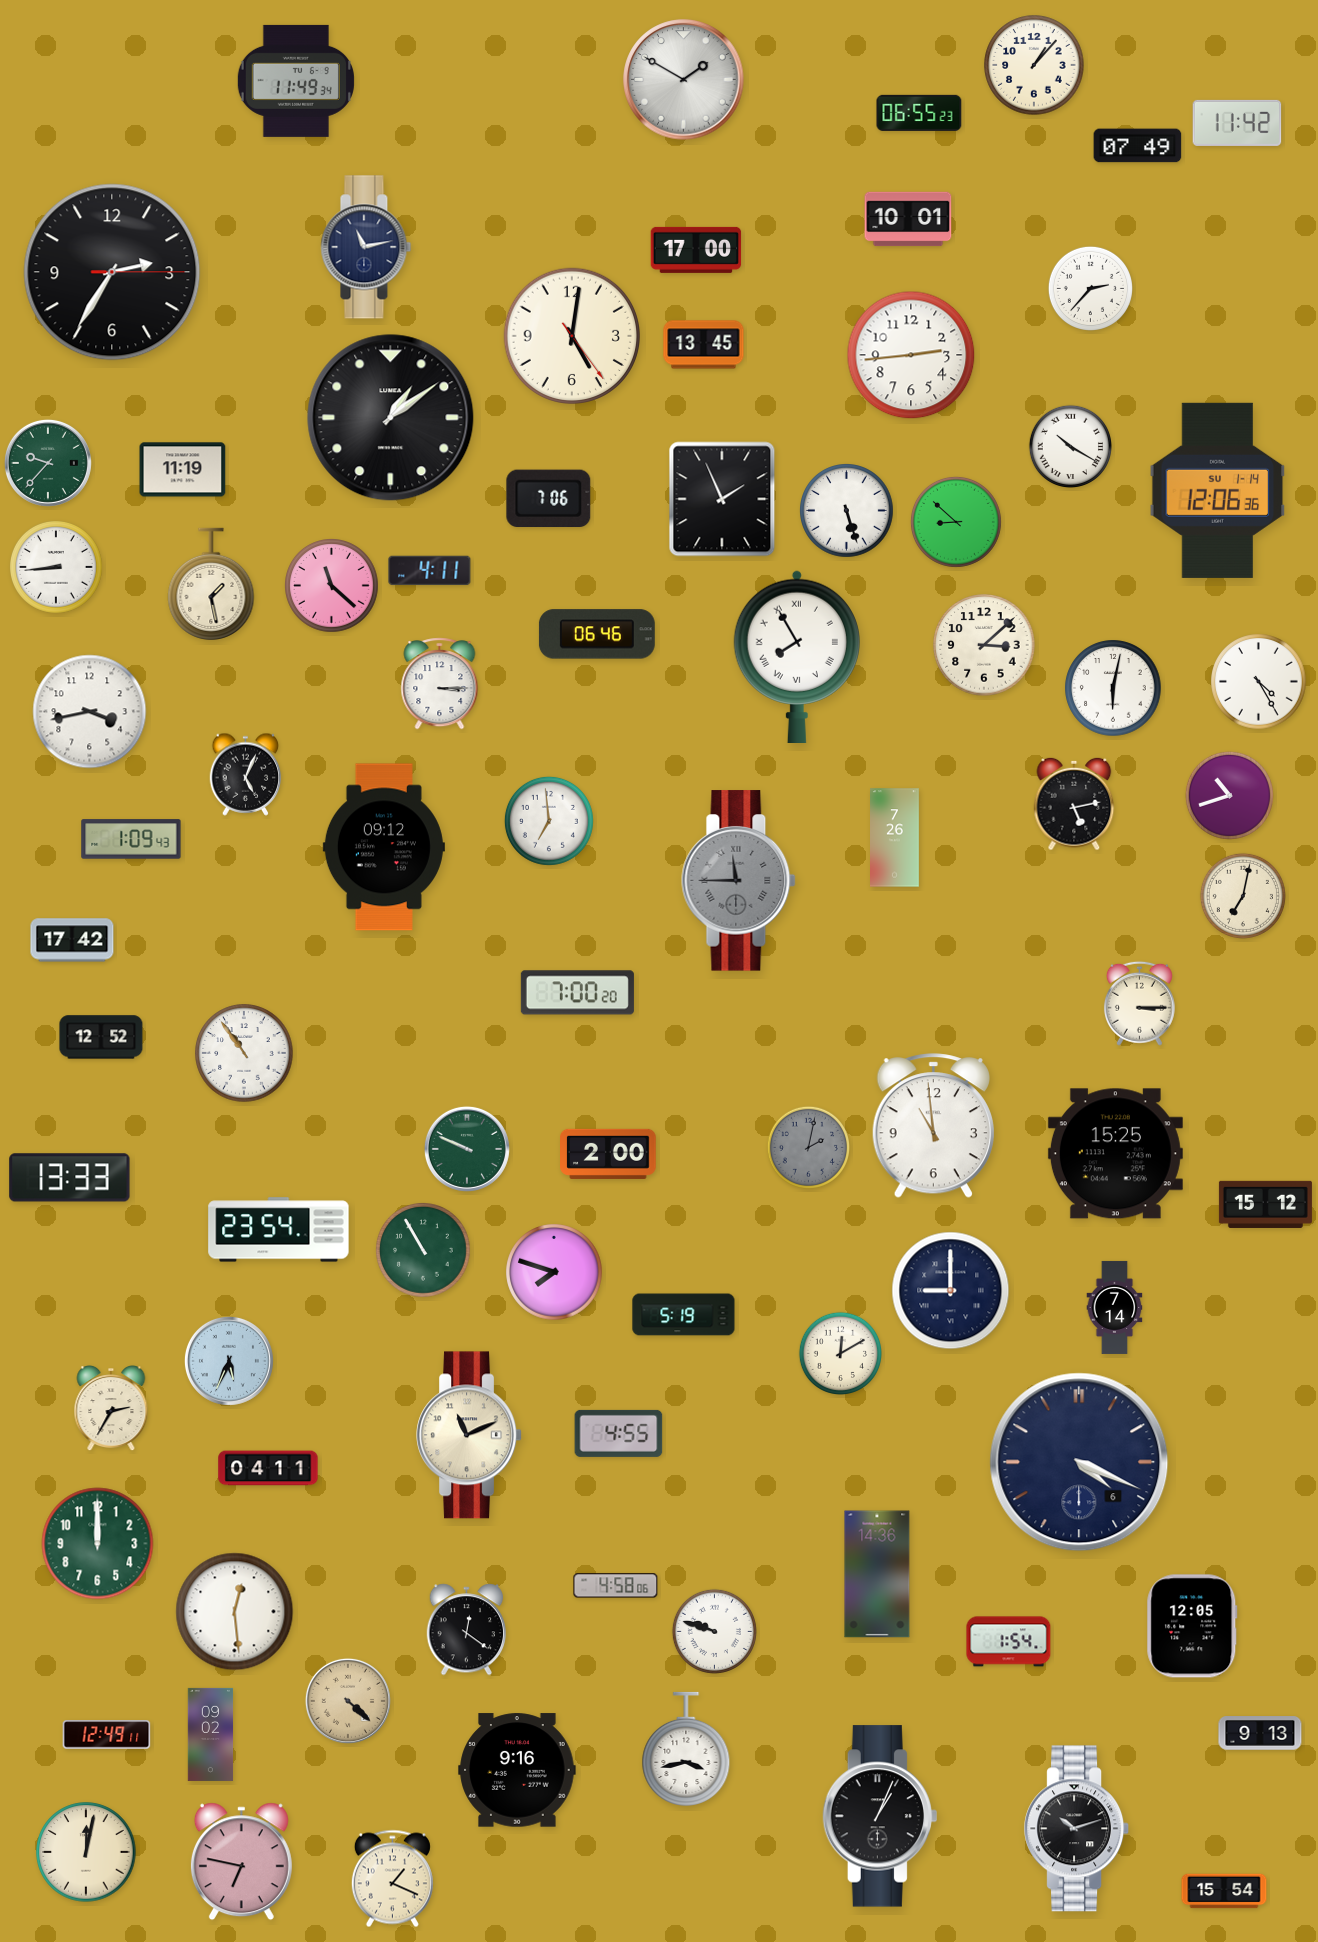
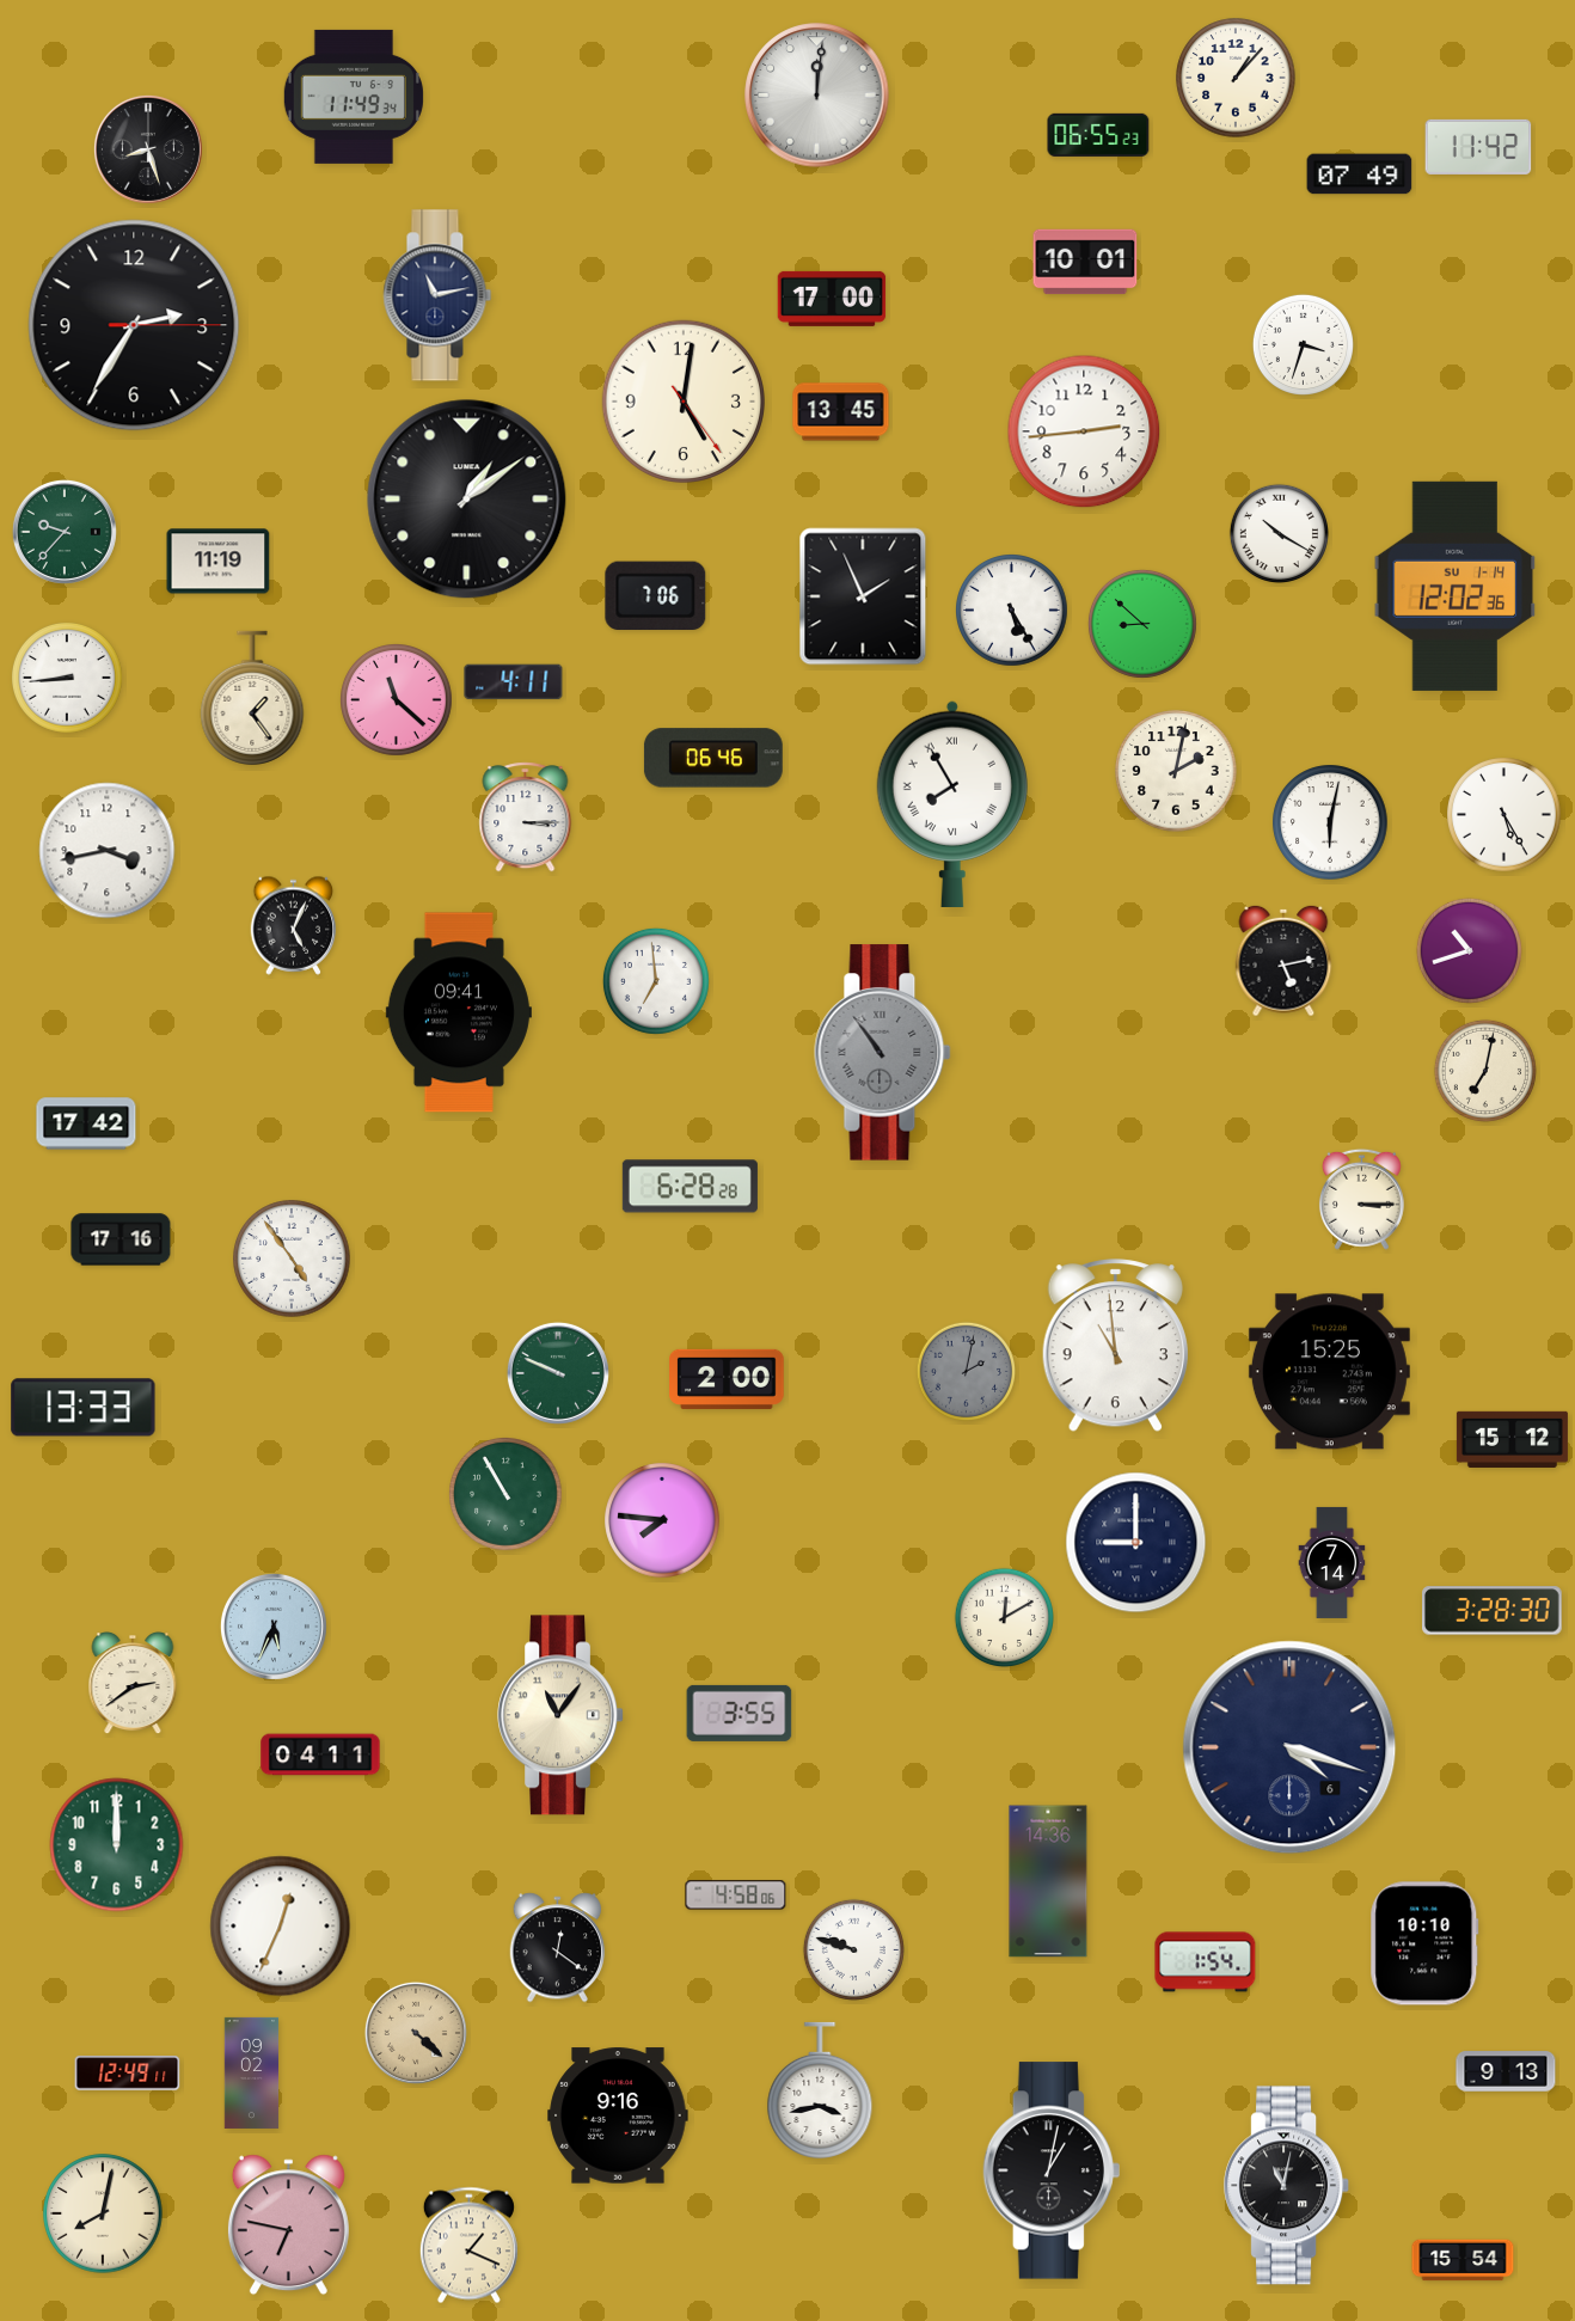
clock at (684, 80): 1:50 -> 12:01
clock at (148, 149): none -> 8:27
clock at (1090, 288): 2:37 -> 3:33
clock at (911, 355) position: (911, 355) -> (1084, 431)
clock at (48, 463) position: (48, 463) -> (65, 532)
clock at (1218, 490): 12:06 -> 12:02
clock at (847, 511): 5:27 -> 5:25
clock at (211, 584): 1:28 -> 1:24
clock at (984, 645): 3:08 -> 2:02
clock at (797, 656) position: (797, 656) -> (952, 803)
clock at (1259, 682): 4:25 -> 5:25
clock at (895, 838): 7:26 -> none
clock at (131, 839): 1:09 -> none
clock at (384, 847): 09:12 -> 09:41
clock at (739, 881): 11:45 -> 10:54
clock at (577, 993): 7:00 -> 6:28
clock at (101, 1037): 12:52 -> 17:16
clock at (244, 1053): 10:54 -> 4:54
clock at (1115, 1154) position: (1115, 1154) -> (1329, 1372)
clock at (279, 1230): 23:54 -> none
clock at (554, 1272): 7:48 -> 7:46
clock at (684, 1315): 5:19 -> none
clock at (1493, 1611): none -> 3:28
clock at (111, 1409): 2:35 -> 2:39
clock at (619, 1433): 4:55 -> 3:55
clock at (469, 1435): 11:11 -> 11:06
clock at (1079, 1462): 4:19 -> 4:18
clock at (235, 1612): 12:29 -> 12:34
clock at (1192, 1626): 12:05 -> 10:10
clock at (879, 1816): 1:04 -> 1:02
clock at (1077, 1829): 10:12 -> 11:02
clock at (86, 1852): 12:02 -> 8:02
